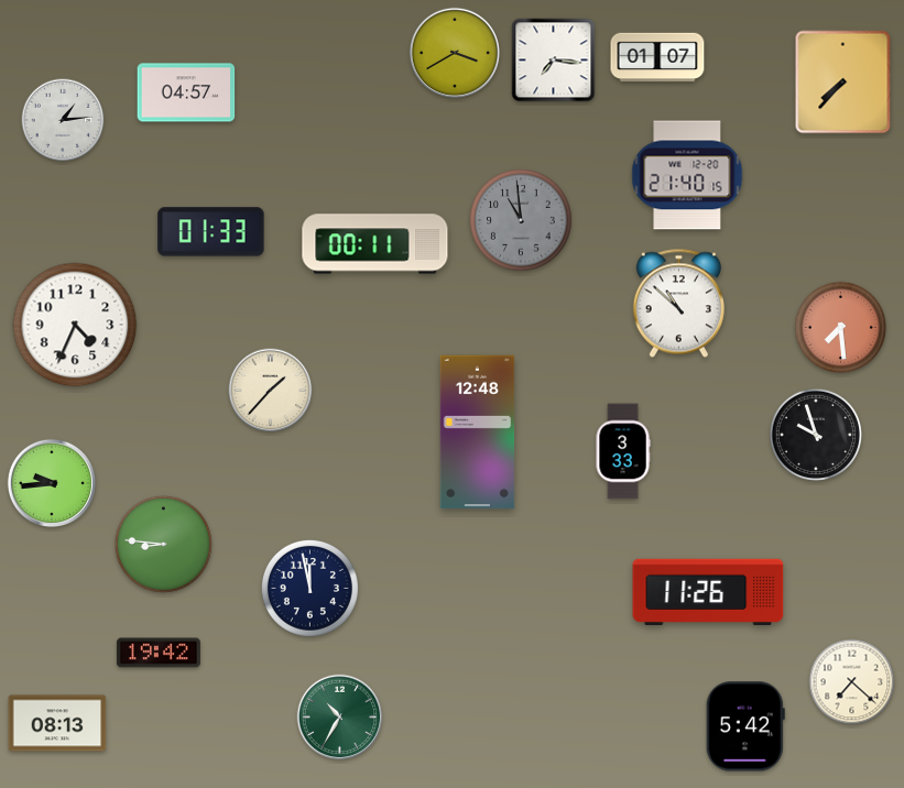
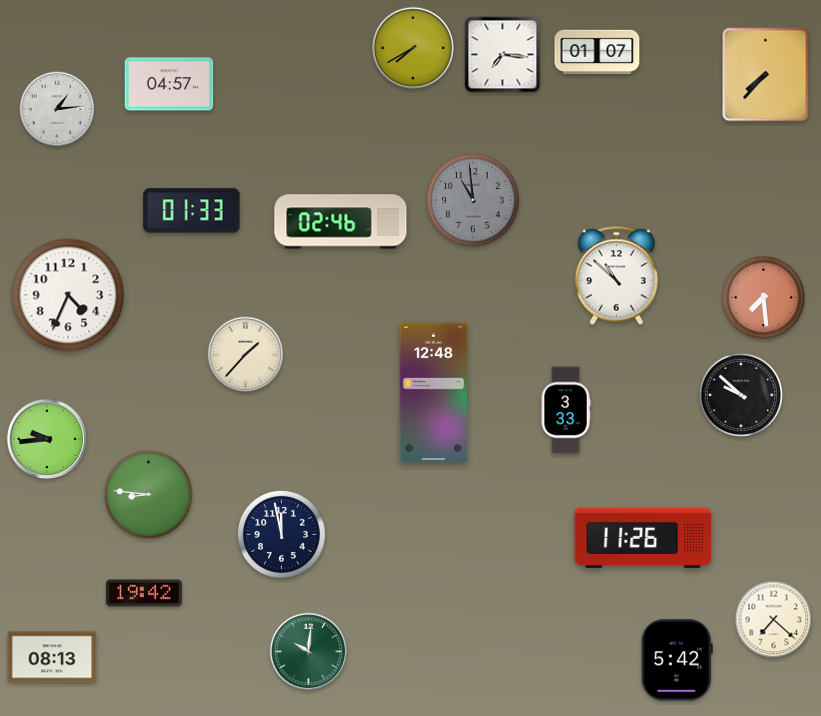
clock at (455, 53): 3:40 -> 7:40
clock at (687, 175): 21:40 -> none
clock at (375, 244): 00:11 -> 02:46
clock at (816, 435): 9:57 -> 9:52
clock at (340, 718): 10:35 -> 10:01
